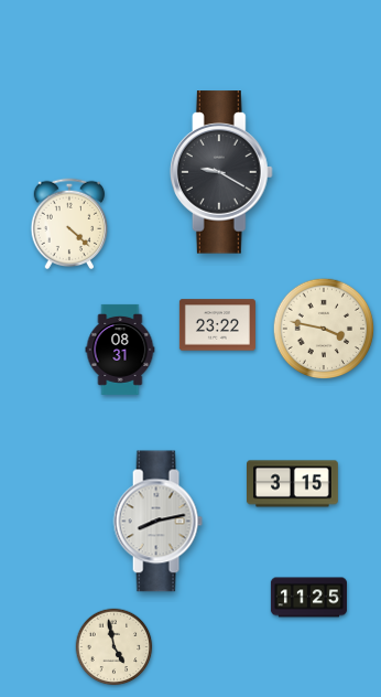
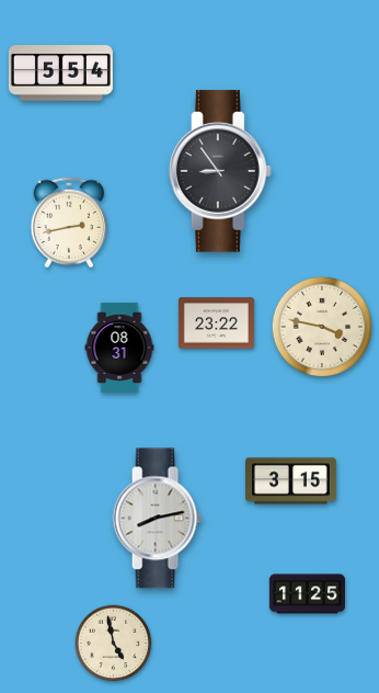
clock at (60, 73): none -> 5:54
clock at (221, 172): 9:20 -> 8:54
clock at (69, 224): 4:22 -> 2:43
